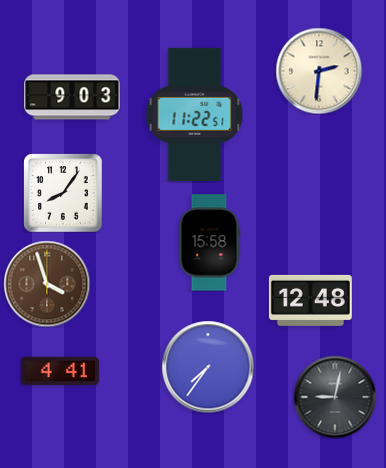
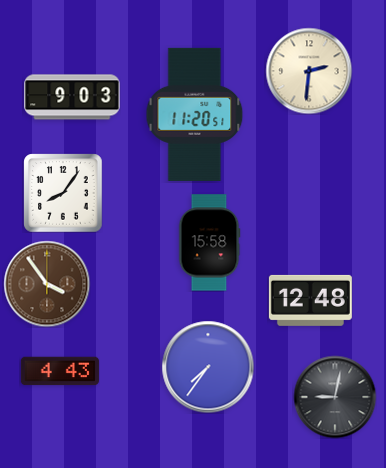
clock at (319, 71) position: (319, 71) -> (309, 71)
clock at (195, 114): 11:22 -> 11:20
clock at (47, 284): 3:57 -> 3:54
clock at (60, 371): 4:41 -> 4:43
